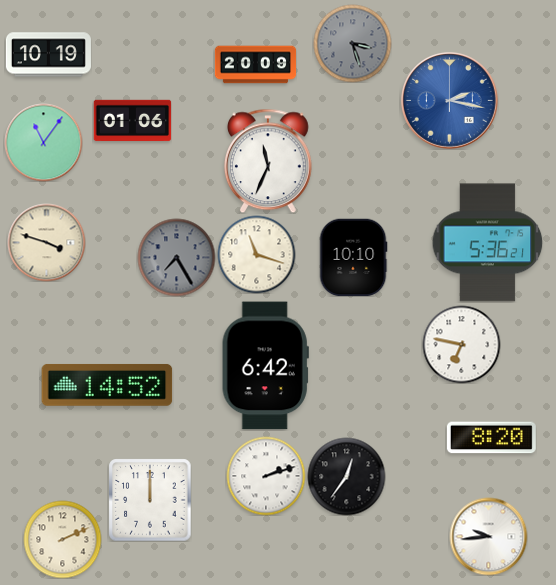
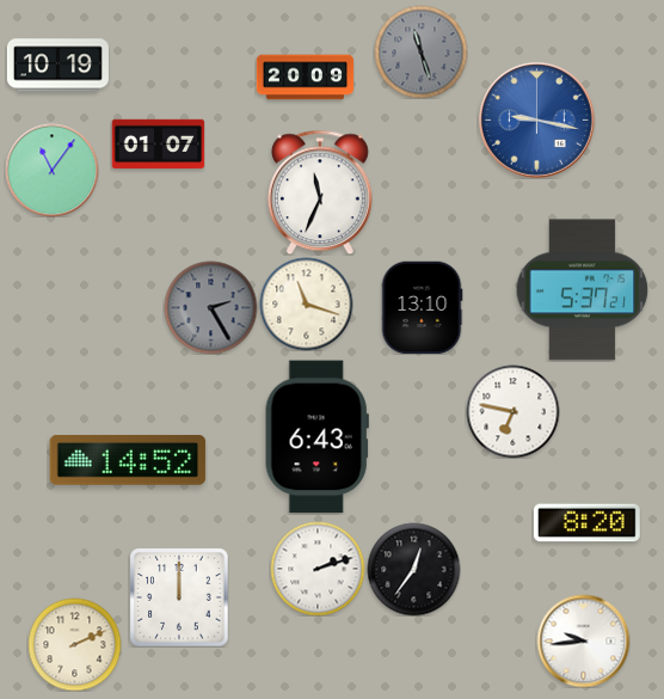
clock at (352, 43): 3:27 -> 11:27
clock at (449, 100): 2:17 -> 9:17
clock at (132, 121): 01:06 -> 01:07
clock at (46, 242): 3:48 -> none
clock at (488, 243): 5:36 -> 5:37
clock at (176, 257): 7:25 -> 2:25
clock at (353, 257): 10:10 -> 13:10
clock at (461, 344) position: (461, 344) -> (512, 411)
clock at (265, 366): 6:42 -> 6:43
